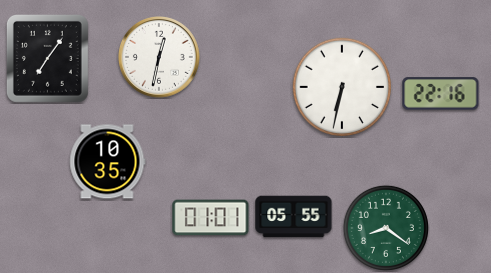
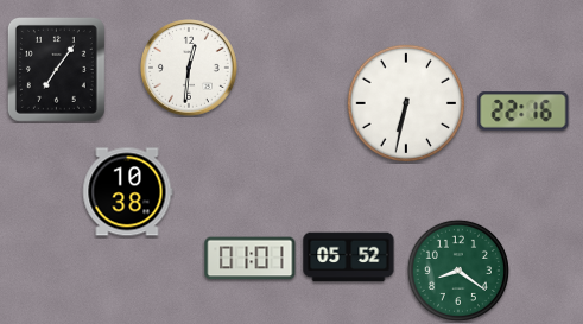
clock at (160, 58): 12:32 -> 12:31
clock at (108, 162): 10:35 -> 10:38
clock at (294, 217): 05:55 -> 05:52
